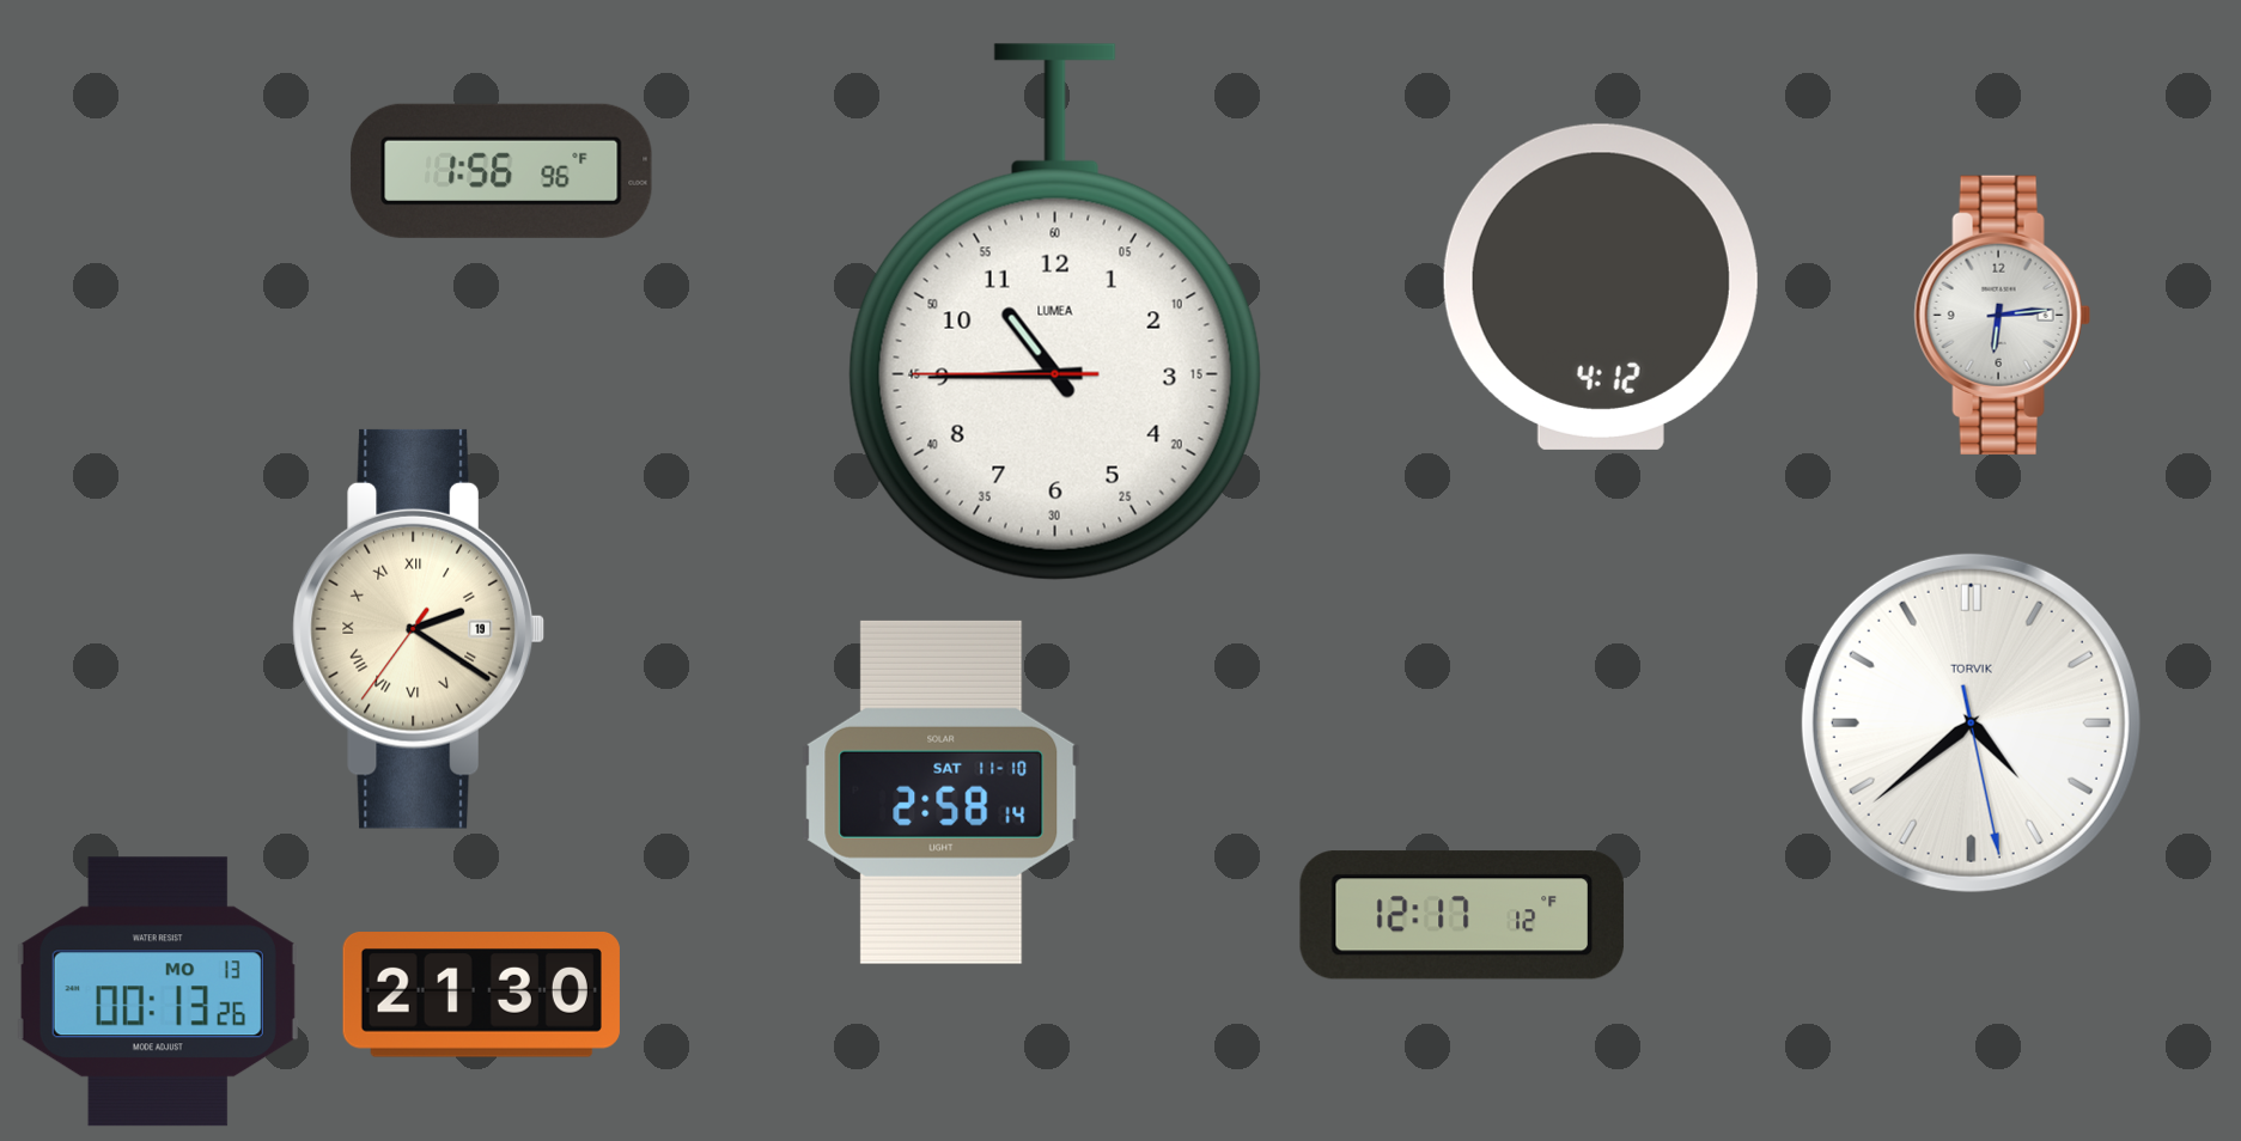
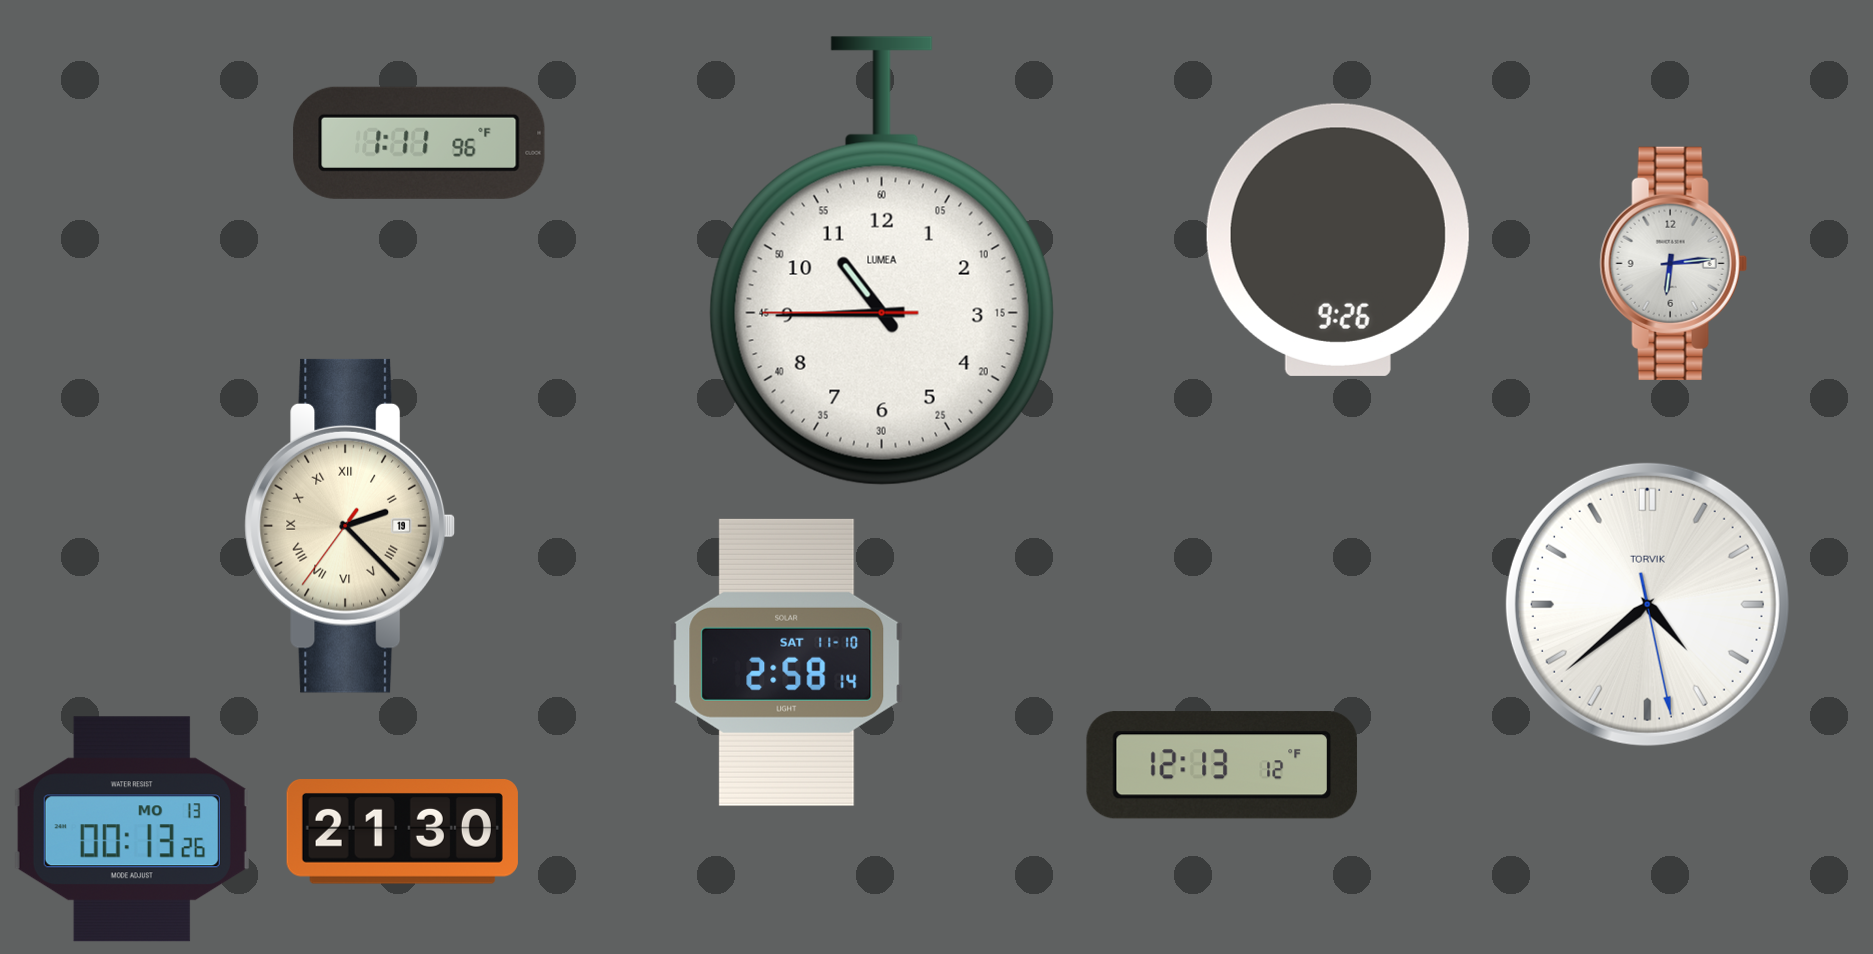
clock at (501, 171): 1:56 -> 1:11
clock at (1601, 287): 4:12 -> 9:26
clock at (419, 629): 2:20 -> 2:22
clock at (1462, 915): 12:17 -> 12:13
